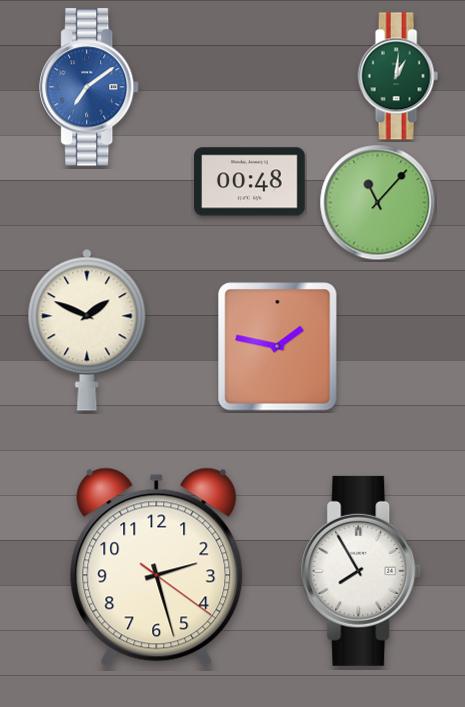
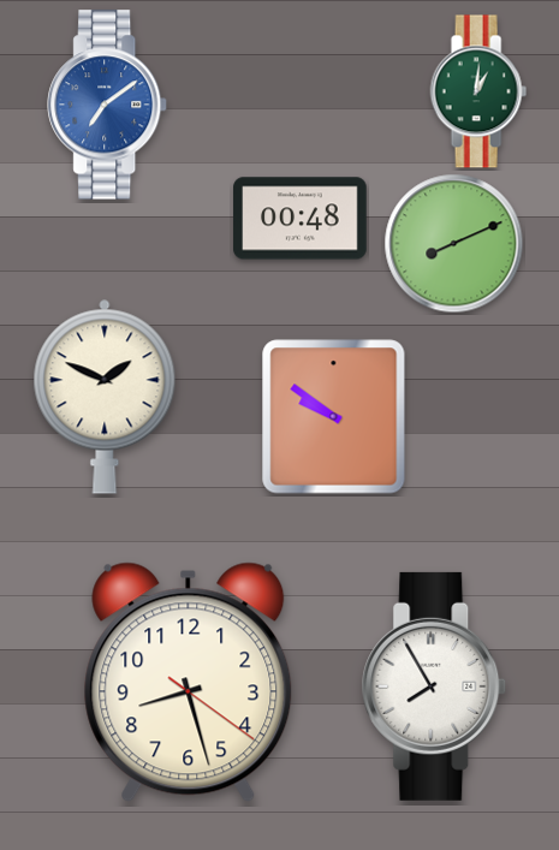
clock at (378, 203): 11:07 -> 8:11
clock at (278, 347): 1:47 -> 9:51
clock at (157, 568): 2:27 -> 8:27
